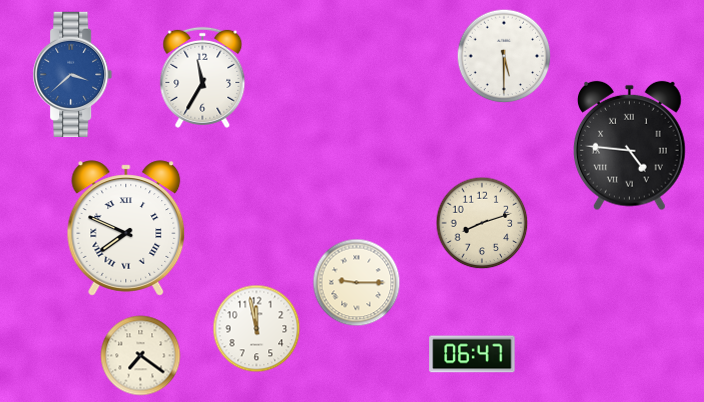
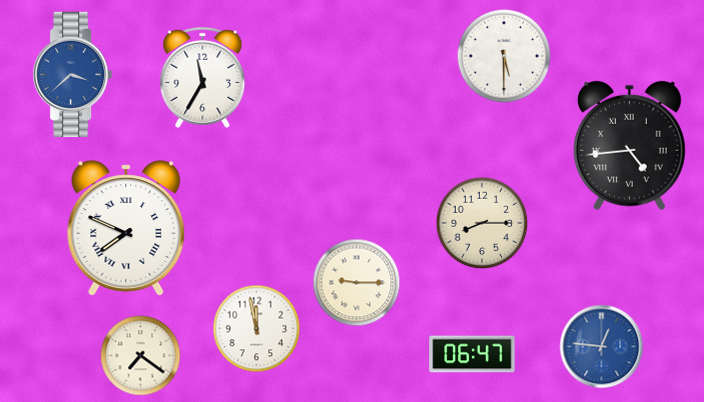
clock at (630, 146): 4:46 -> 4:44
clock at (482, 223): 8:12 -> 8:15
clock at (602, 347): none -> 12:46
